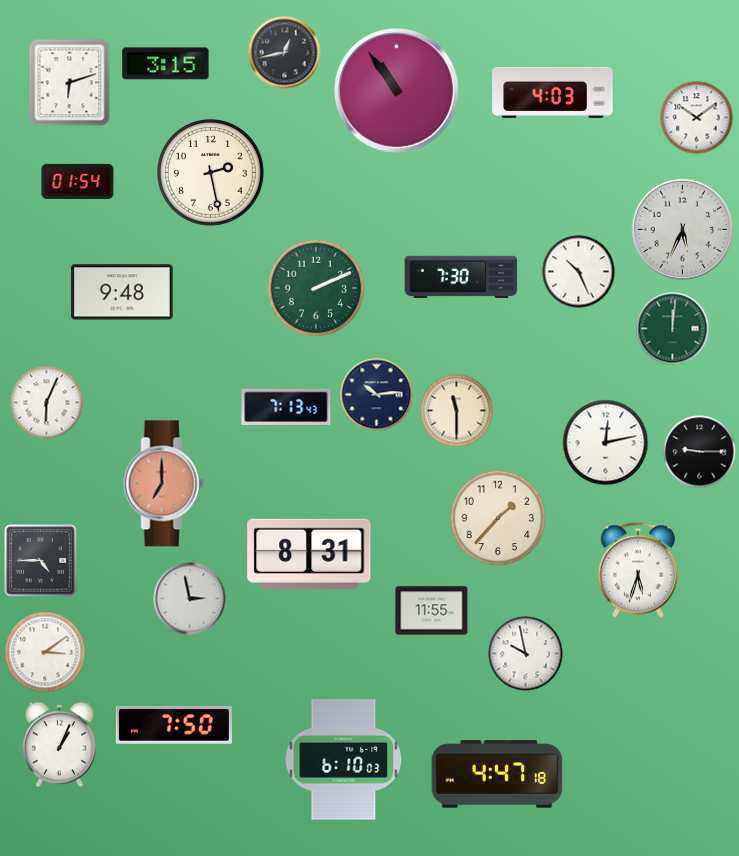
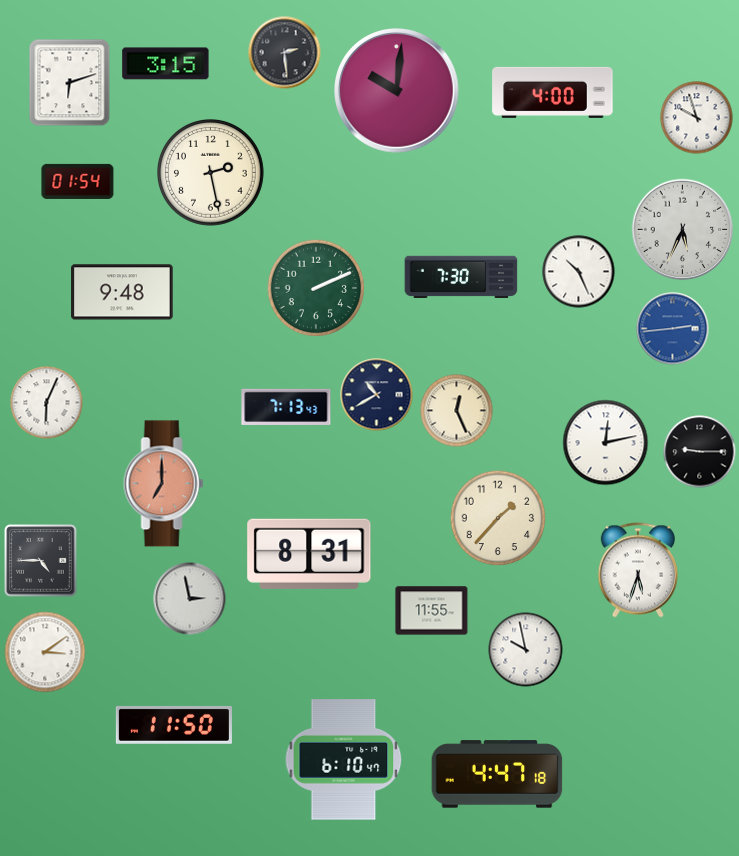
clock at (285, 53): 12:43 -> 2:29
clock at (397, 91): 10:54 -> 10:01
clock at (553, 92): 4:03 -> 4:00
clock at (697, 118): 10:09 -> 9:57
clock at (673, 329): 12:01 -> 2:44
clock at (673, 329) dial: green -> blue
clock at (377, 395): 10:14 -> 10:40
clock at (457, 411): 11:30 -> 12:26
clock at (526, 654) position: (526, 654) -> (526, 650)
clock at (174, 725): 7:50 -> 11:50
clock at (59, 745): 1:04 -> none
clock at (344, 760): 6:10:03 -> 6:10:47
